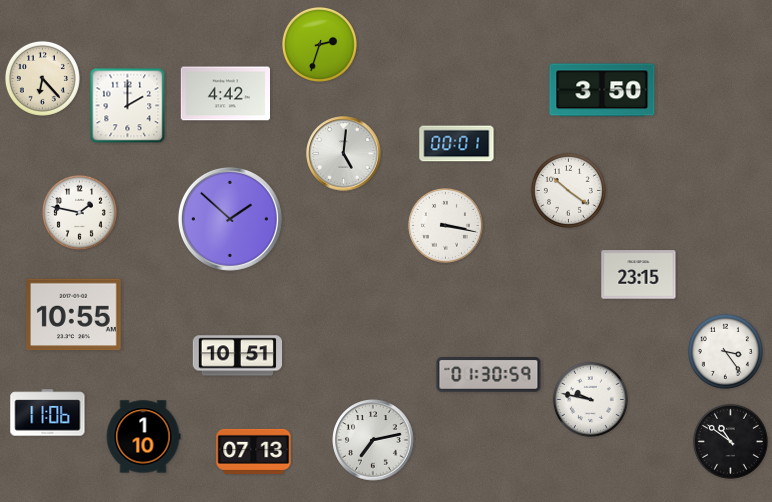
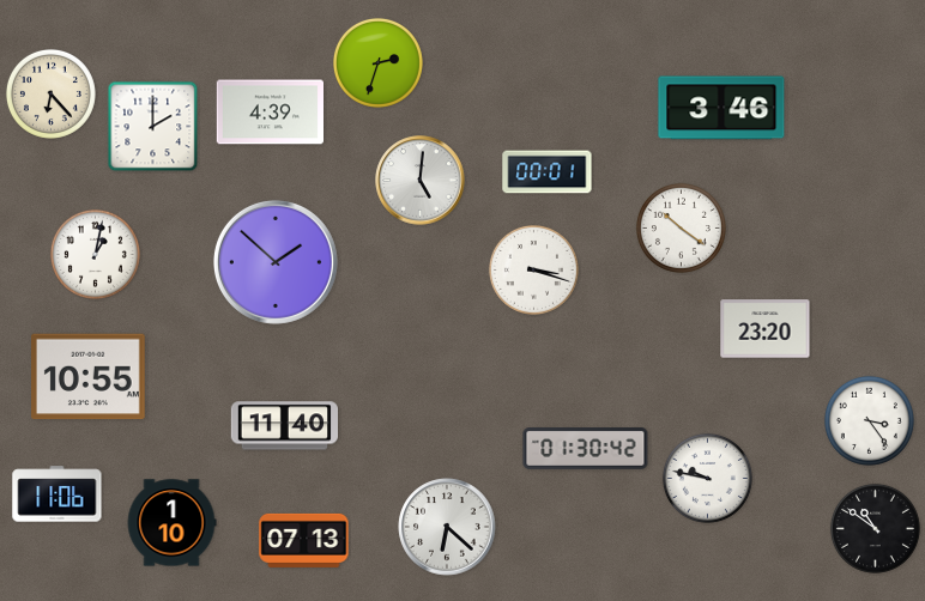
clock at (319, 44) position: (319, 44) -> (377, 62)
clock at (602, 90): 3:50 -> 3:46
clock at (225, 94): 4:42 -> 4:39
clock at (344, 154) position: (344, 154) -> (421, 181)
clock at (79, 212): 1:47 -> 1:02
clock at (445, 225): 3:17 -> 3:18
clock at (639, 275): 23:15 -> 23:20
clock at (237, 356): 10:51 -> 11:40
clock at (489, 375): 01:30:59 -> 01:30:42
clock at (373, 440): 7:13 -> 6:22
